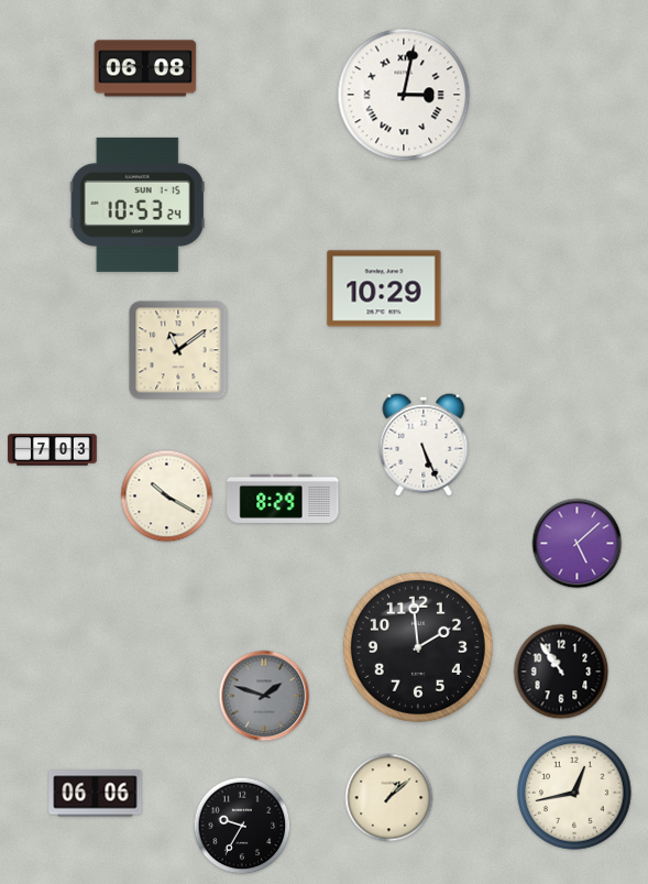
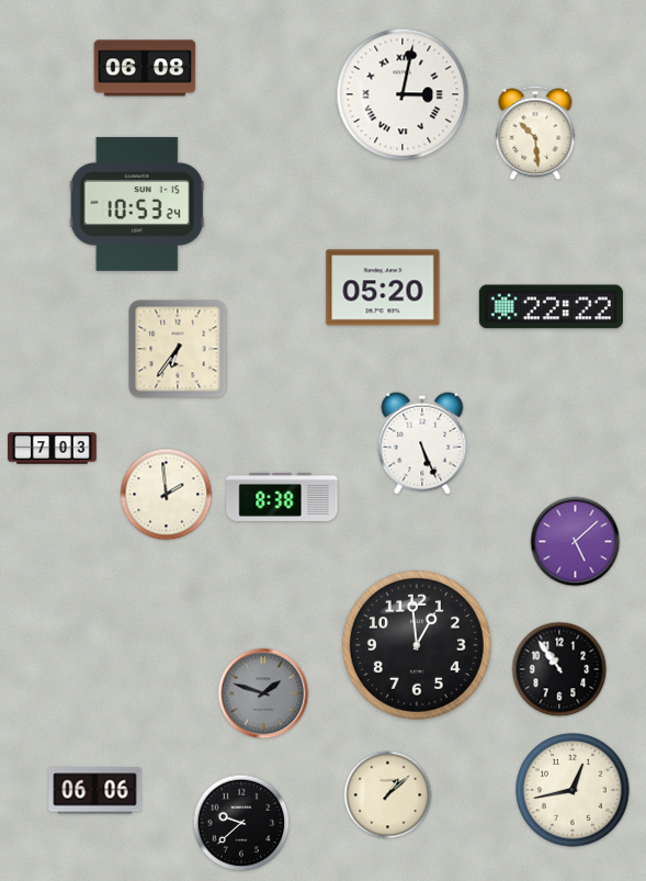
clock at (535, 133): none -> 10:29
clock at (384, 288): 10:29 -> 05:20
clock at (551, 307): none -> 22:22
clock at (178, 350): 11:09 -> 6:36
clock at (167, 496): 10:20 -> 1:59
clock at (283, 499): 8:29 -> 8:38
clock at (418, 647): 1:59 -> 12:59
clock at (242, 826): 9:35 -> 9:38
